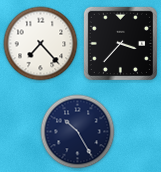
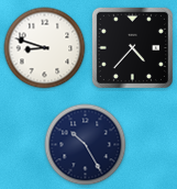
clock at (120, 43): 3:37 -> 4:37
clock at (41, 44): 7:23 -> 8:48
